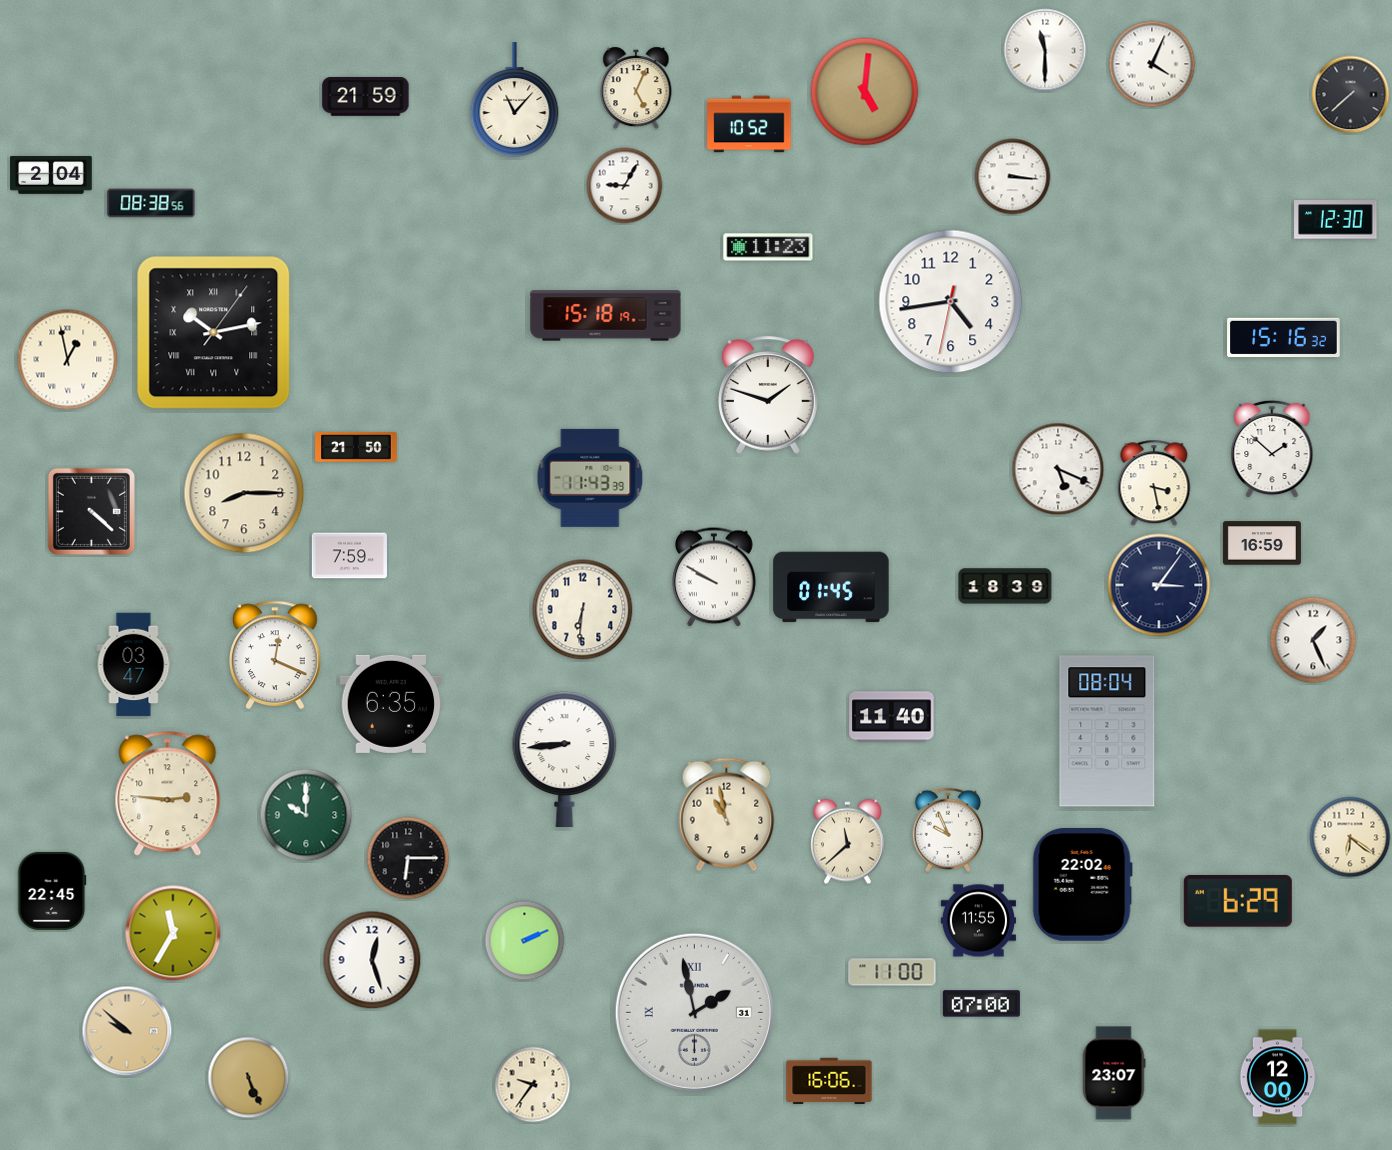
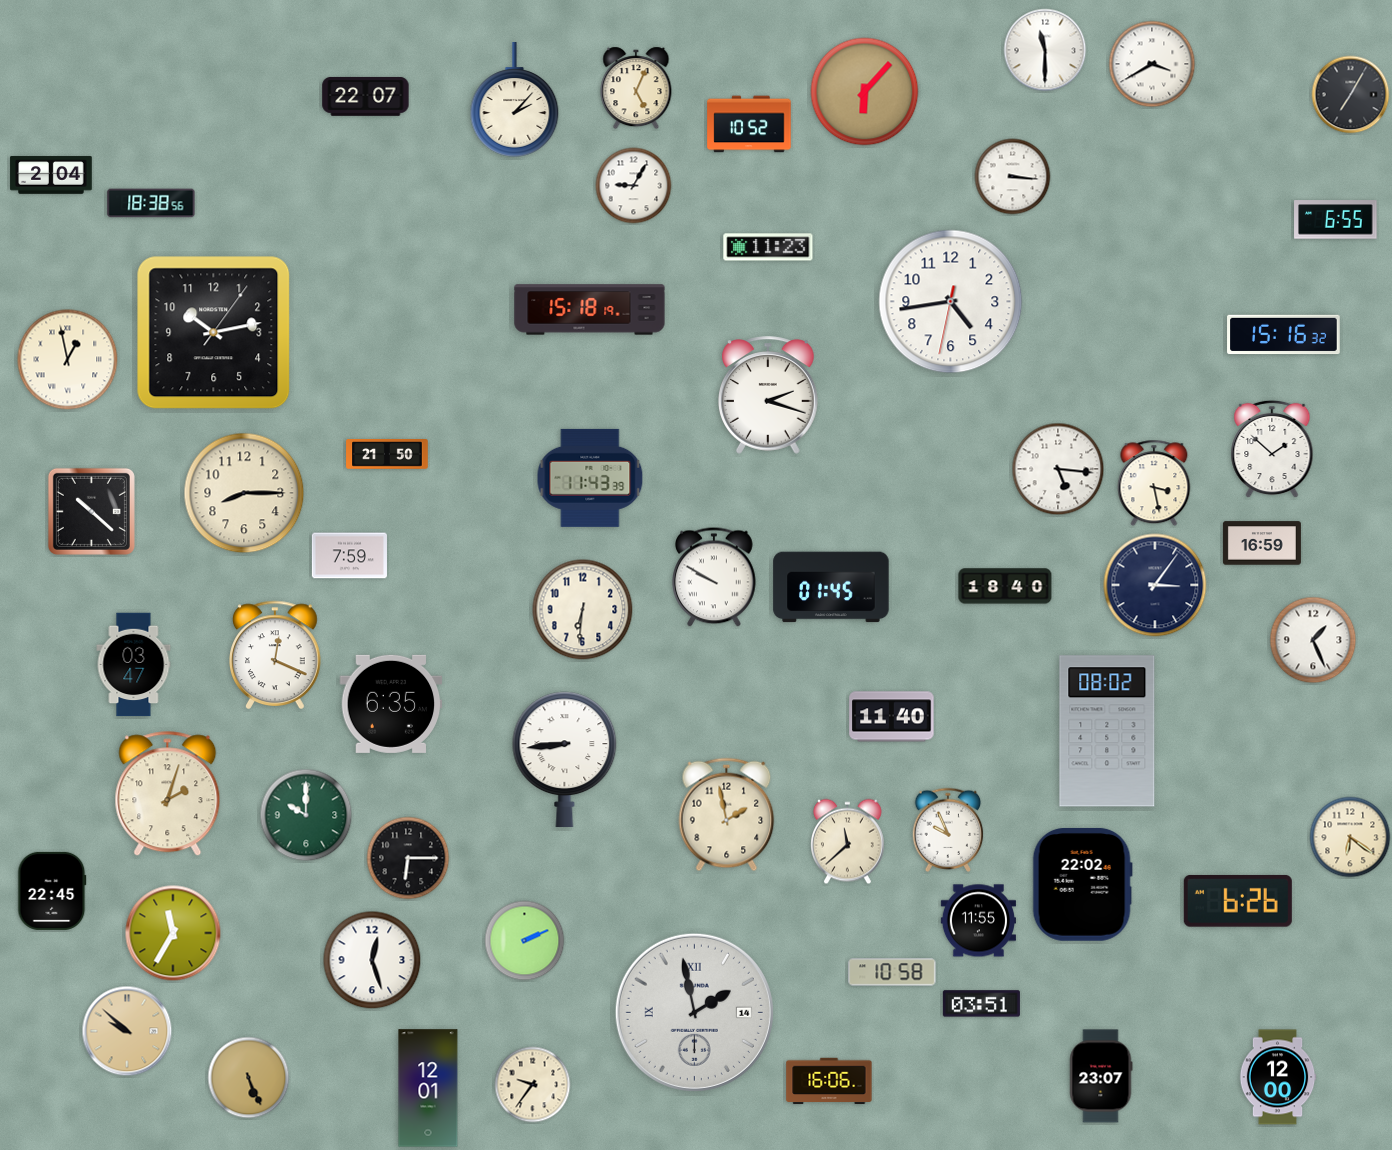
clock at (1152, 64): 4:04 -> 3:40
clock at (865, 92): 5:01 -> 6:07
clock at (1351, 95): 7:38 -> 7:05
clock at (366, 97): 21:59 -> 22:07
clock at (515, 100): 11:07 -> 2:07
clock at (625, 186) position: (625, 186) -> (634, 186)
clock at (151, 203): 08:38 -> 18:38
clock at (1336, 220): 12:30 -> 6:55
clock at (606, 316) position: (606, 316) -> (590, 310)
clock at (214, 333) numerals: Roman -> Arabic
clock at (1284, 338) position: (1284, 338) -> (1284, 335)
clock at (769, 395): 1:48 -> 2:18
clock at (356, 447) position: (356, 447) -> (387, 454)
clock at (1058, 469): 5:19 -> 5:16
clock at (91, 511): 4:22 -> 10:22
clock at (1159, 585) position: (1159, 585) -> (1155, 585)
clock at (1005, 586): 18:39 -> 18:40
clock at (1107, 731): 08:04 -> 08:02
clock at (168, 794): 2:46 -> 2:03
clock at (727, 815): 10:58 -> 1:58
clock at (1238, 901): 6:29 -> 6:26
clock at (892, 972): 11:00 -> 10:58
clock at (981, 1004): 07:00 -> 03:51
clock at (694, 1012) date: 31 -> 14
clock at (1114, 1073) position: (1114, 1073) -> (1101, 1076)
clock at (428, 1088): none -> 12:01
